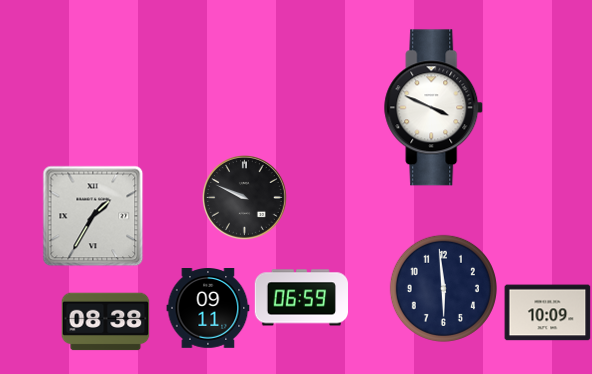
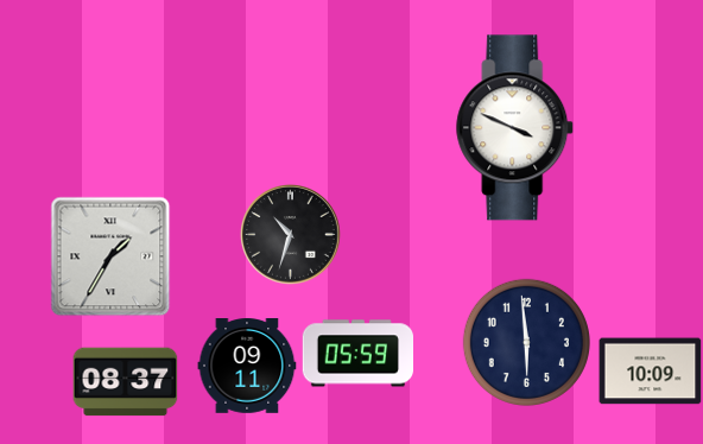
clock at (245, 198): 9:49 -> 10:33
clock at (301, 298): 06:59 -> 05:59
clock at (106, 322): 08:38 -> 08:37
